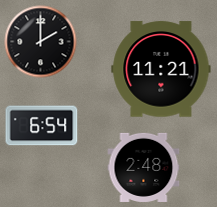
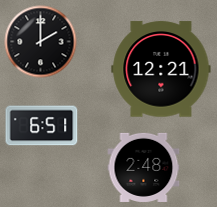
clock at (161, 69): 11:21 -> 12:21
clock at (42, 126): 6:54 -> 6:51
